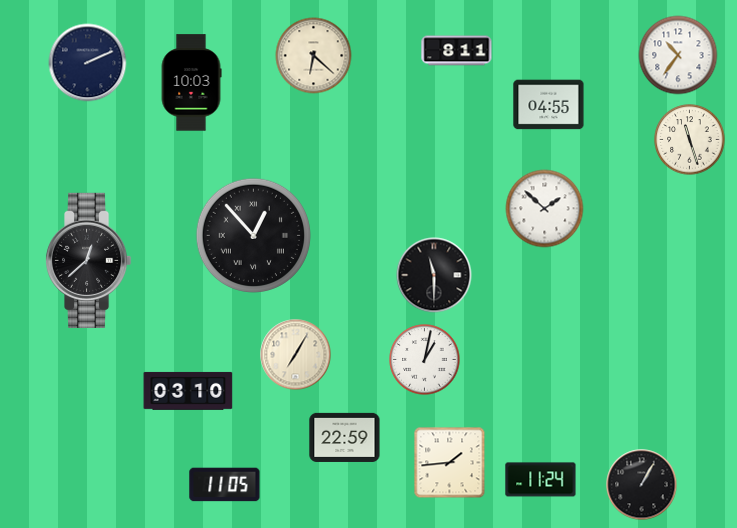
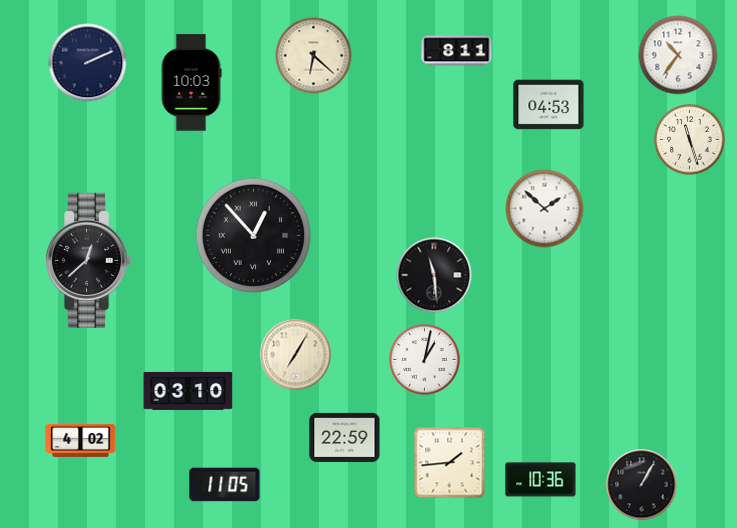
clock at (549, 105): 04:55 -> 04:53
clock at (434, 275): 11:30 -> 11:29
clock at (81, 440): none -> 4:02
clock at (541, 480): 11:24 -> 10:36
